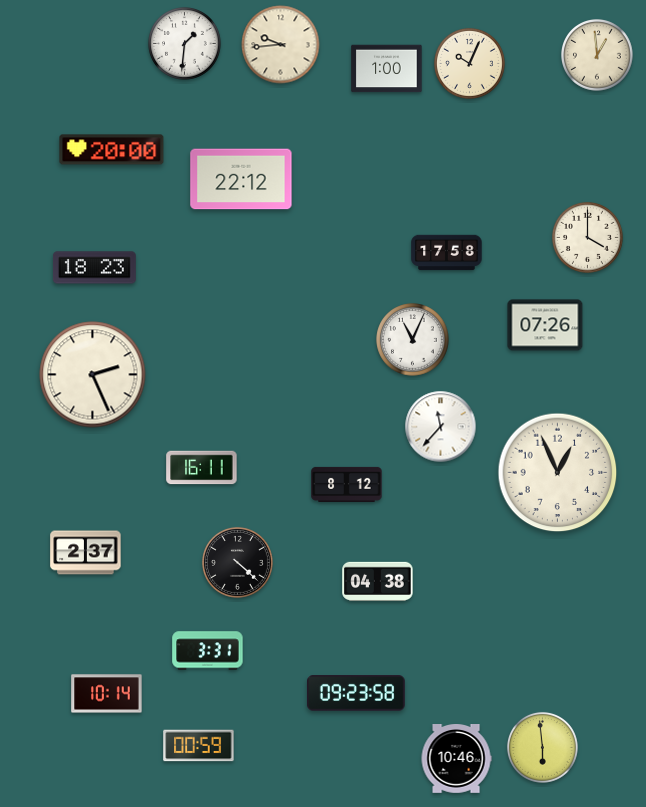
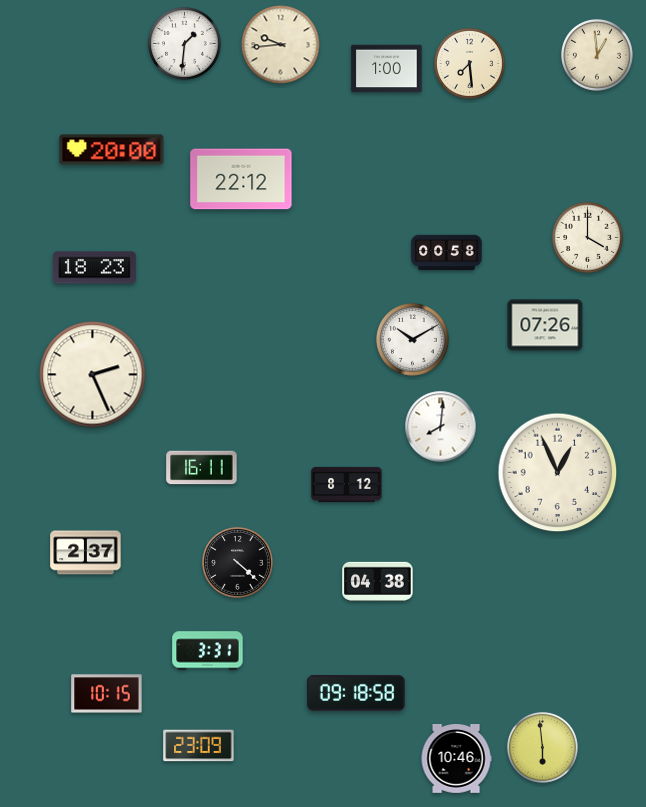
clock at (469, 63): 10:04 -> 7:29
clock at (447, 253): 17:58 -> 00:58
clock at (413, 340): 11:04 -> 10:10
clock at (441, 427): 11:37 -> 8:01
clock at (356, 693): 09:23 -> 09:18
clock at (107, 694): 10:14 -> 10:15
clock at (199, 746): 00:59 -> 23:09
